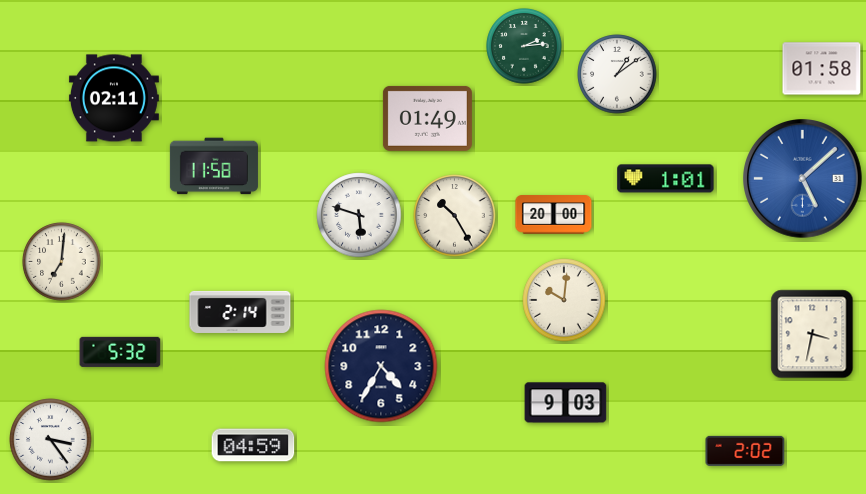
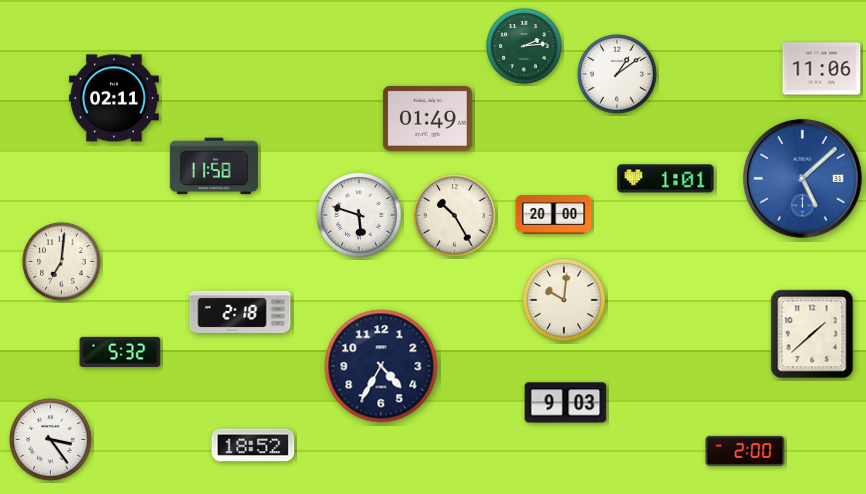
clock at (822, 69): 01:58 -> 11:06
clock at (240, 312): 2:14 -> 2:18
clock at (812, 334): 3:32 -> 1:38
clock at (253, 445): 04:59 -> 18:52
clock at (745, 451): 2:02 -> 2:00
